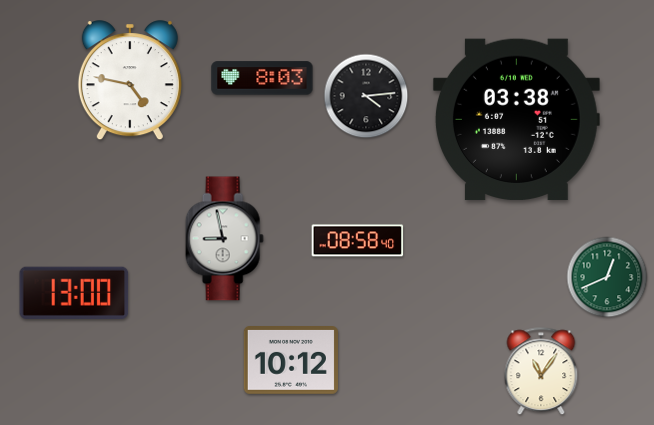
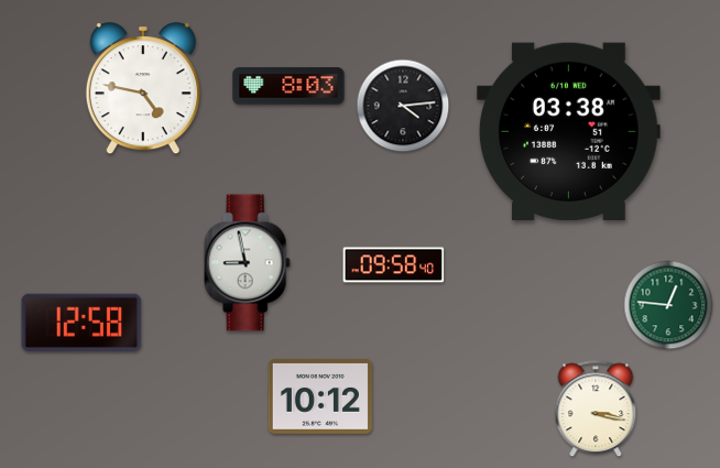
clock at (358, 241): 08:58 -> 09:58
clock at (607, 277): 12:41 -> 12:46
clock at (74, 293): 13:00 -> 12:58
clock at (541, 372): 11:06 -> 3:17
